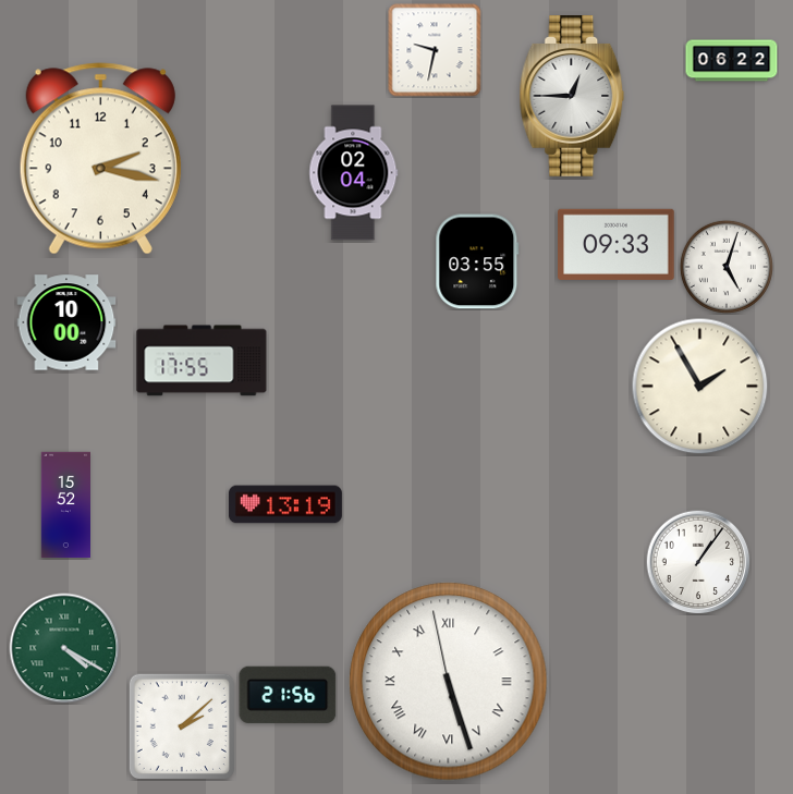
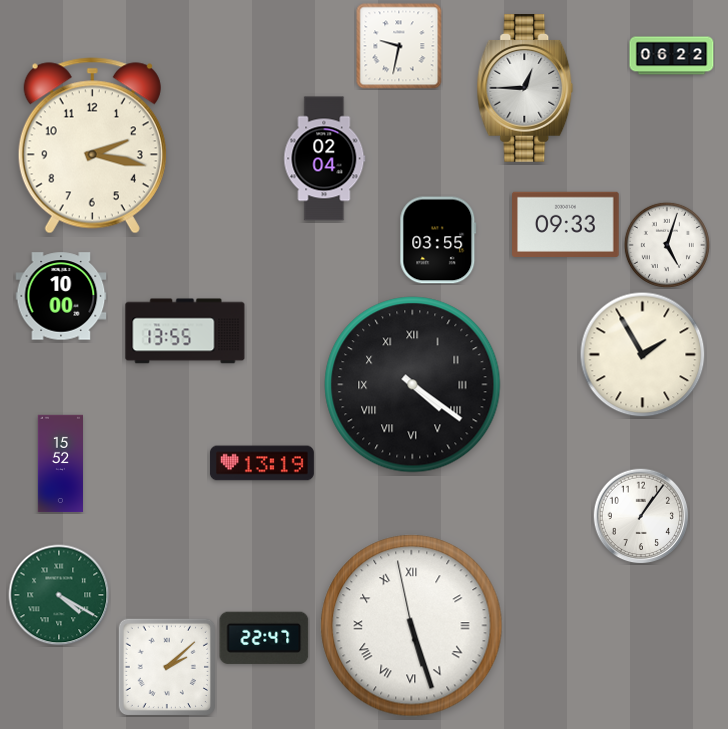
clock at (202, 361): 17:55 -> 13:55
clock at (413, 385): none -> 4:21
clock at (288, 695): 21:56 -> 22:47
